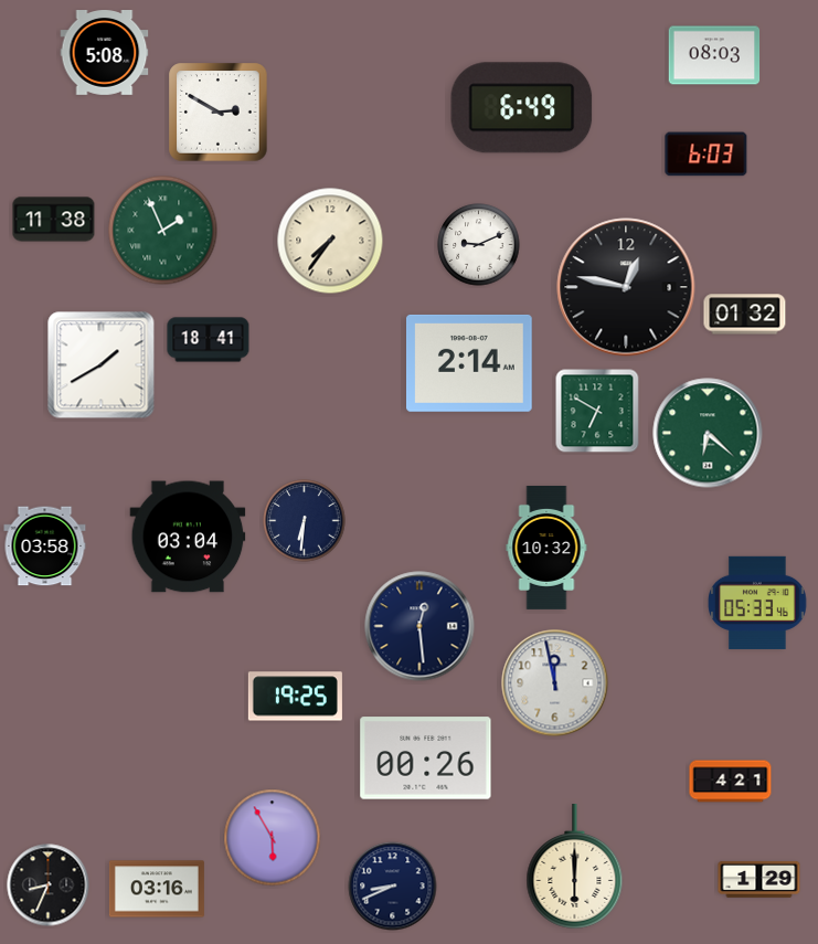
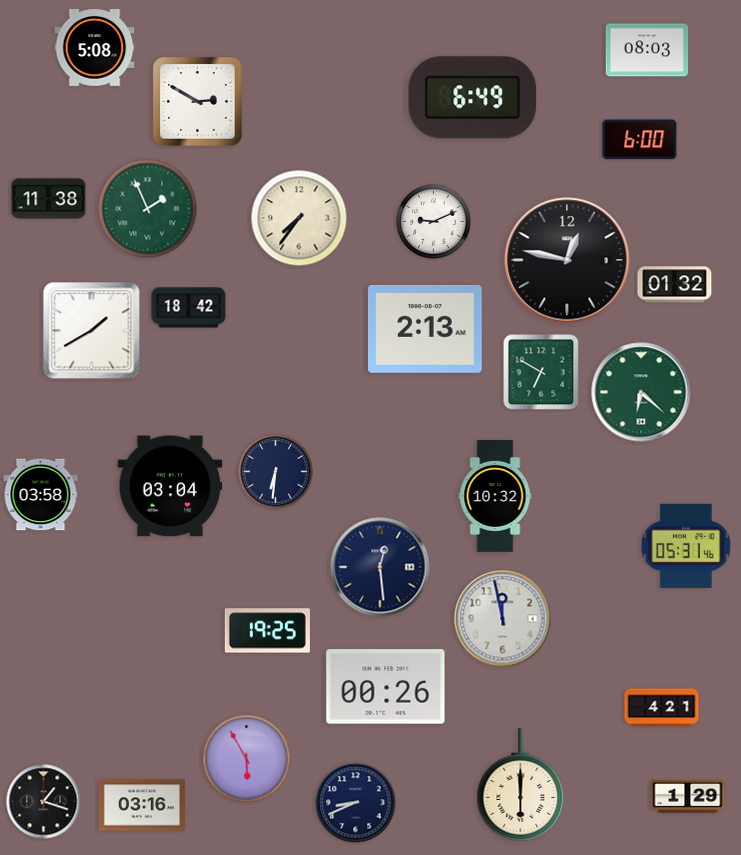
clock at (707, 155): 6:03 -> 6:00
clock at (209, 340): 18:41 -> 18:42
clock at (470, 363): 2:14 -> 2:13
clock at (757, 603): 05:33 -> 05:31
clock at (49, 885): 8:34 -> 1:18
